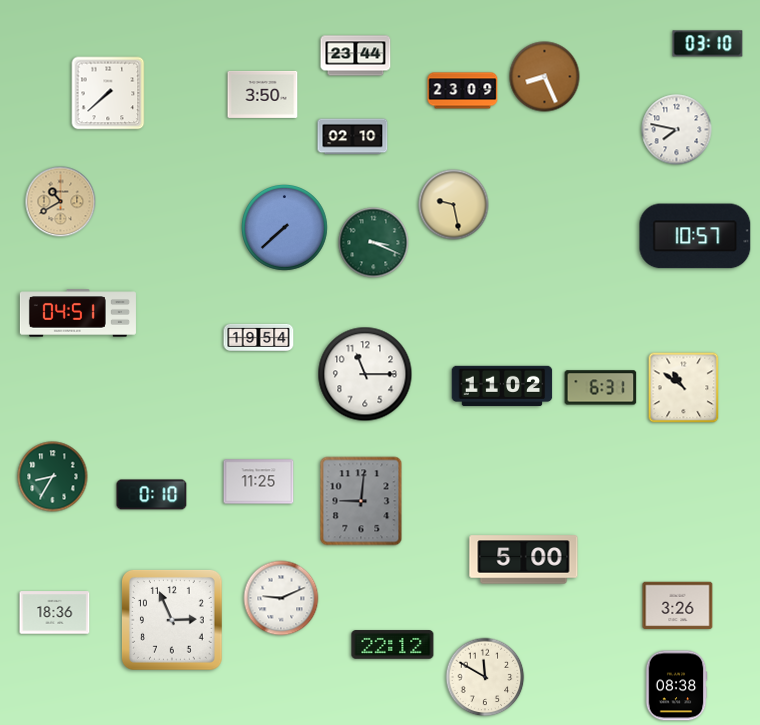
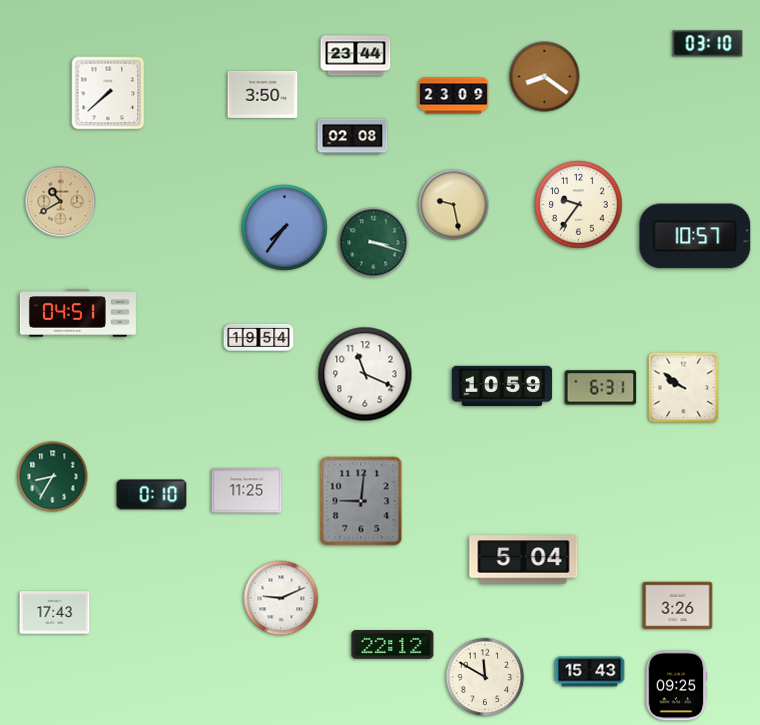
clock at (545, 77): 8:26 -> 8:21
clock at (463, 91) position: (463, 91) -> (454, 96)
clock at (677, 130): 7:47 -> none
clock at (353, 137): 02:10 -> 02:08
clock at (579, 205): none -> 9:36
clock at (285, 228): 7:38 -> 7:36
clock at (374, 243): 3:19 -> 3:18
clock at (365, 374): 11:15 -> 11:19
clock at (502, 386): 11:02 -> 10:59
clock at (684, 388): 10:51 -> 9:51
clock at (259, 482) position: (259, 482) -> (247, 491)
clock at (524, 560): 5:00 -> 5:04
clock at (55, 613): 18:36 -> 17:43
clock at (173, 621): 2:56 -> none
clock at (590, 672): none -> 15:43
clock at (676, 686): 08:38 -> 09:25
